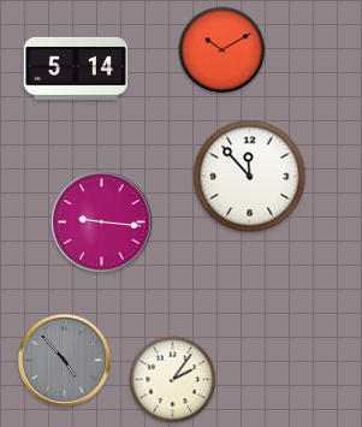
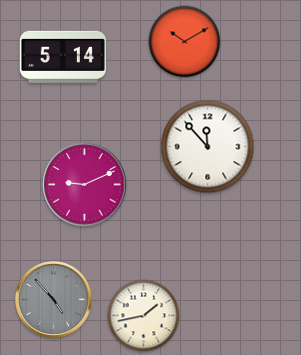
clock at (102, 223): 9:16 -> 9:11
clock at (173, 380): 2:06 -> 1:43
